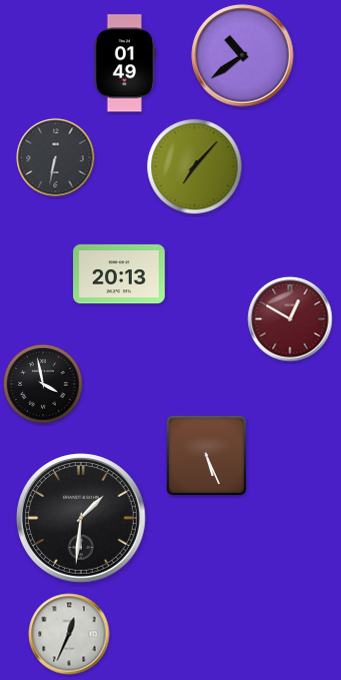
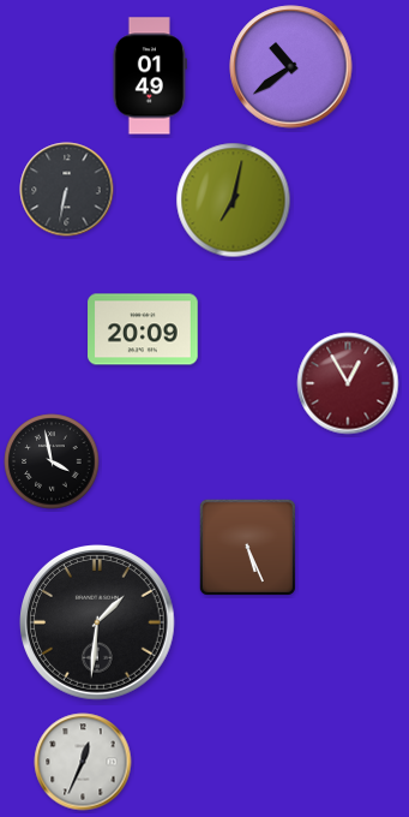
clock at (195, 167): 7:07 -> 7:02
clock at (119, 274): 20:13 -> 20:09
clock at (290, 319): 12:50 -> 12:55
